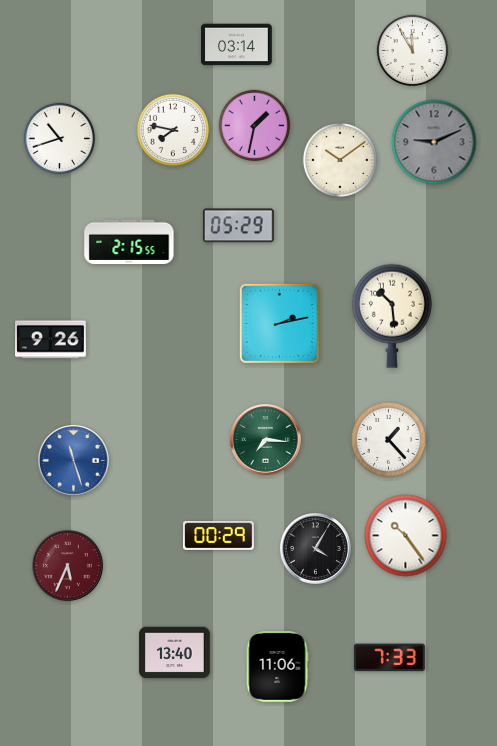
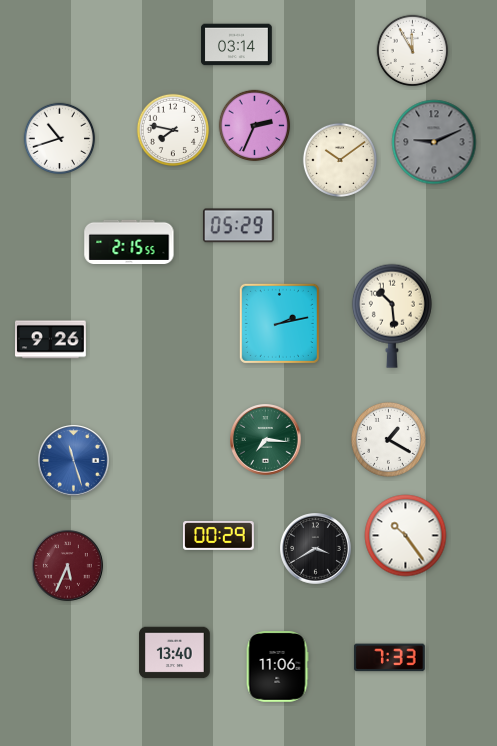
clock at (255, 126): 1:32 -> 2:34
clock at (388, 439): 1:23 -> 1:20
clock at (316, 549): 4:05 -> 3:40
